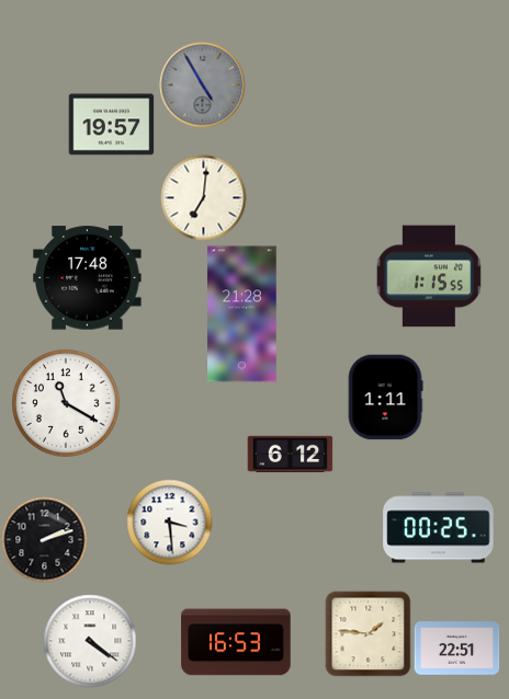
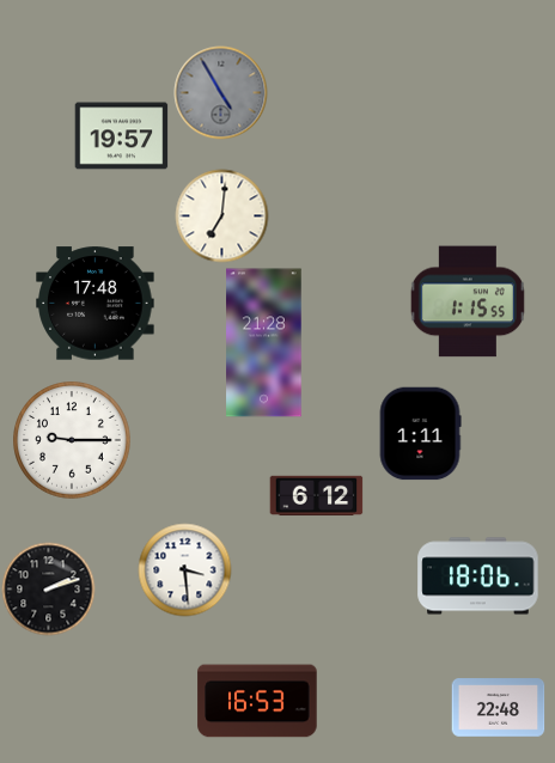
clock at (67, 404): 11:20 -> 9:15
clock at (439, 528): 00:25 -> 18:06
clock at (367, 633): 1:46 -> none
clock at (90, 641): 4:21 -> none
clock at (456, 649): 22:51 -> 22:48
